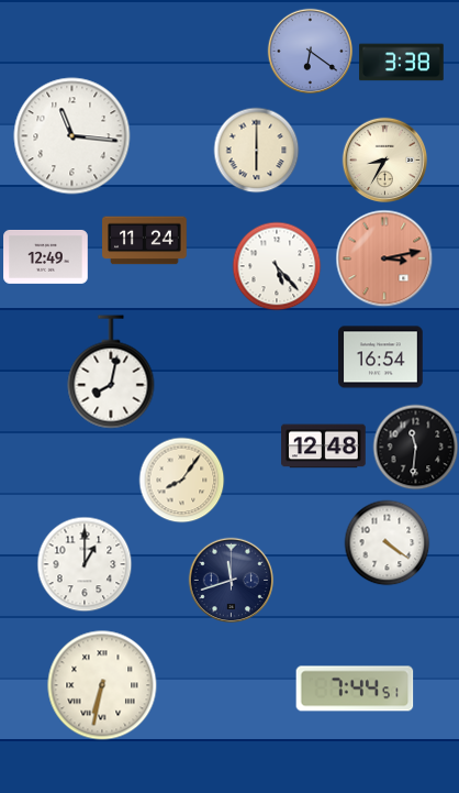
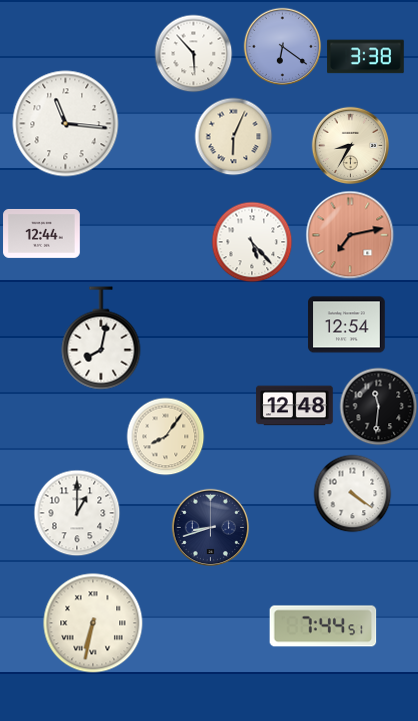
clock at (193, 53): none -> 5:53
clock at (256, 150): 6:00 -> 6:04
clock at (145, 241): 11:24 -> none
clock at (46, 256): 12:49 -> 12:44
clock at (384, 258): 3:13 -> 7:13
clock at (381, 357): 16:54 -> 12:54
clock at (231, 580): 11:42 -> 8:42
